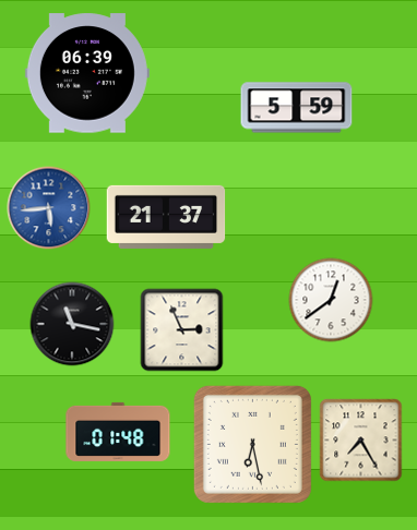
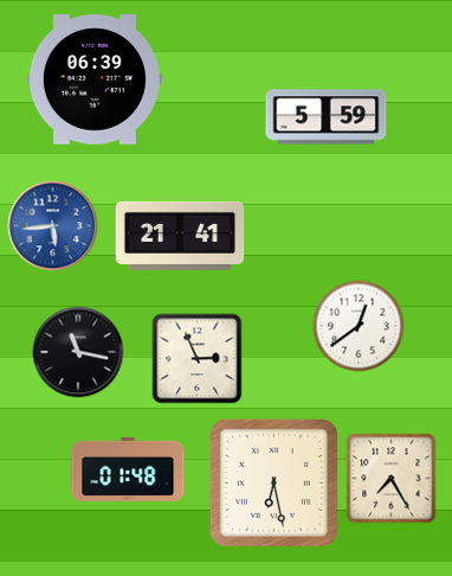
clock at (297, 108) position: (297, 108) -> (327, 117)
clock at (166, 217): 21:37 -> 21:41
